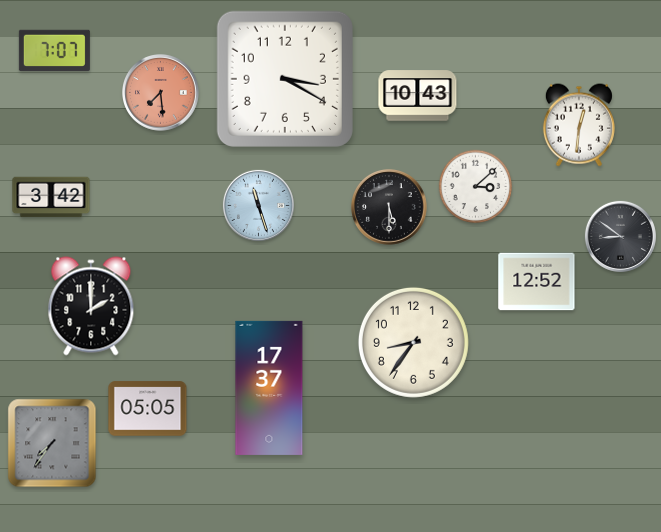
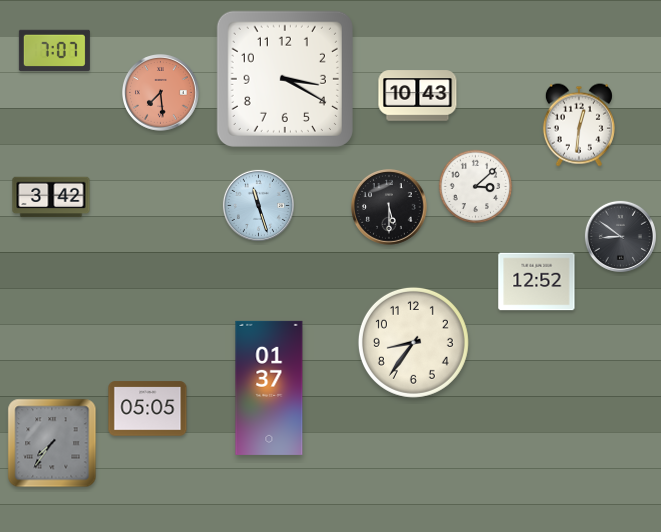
clock at (91, 306): 2:00 -> none
clock at (269, 388): 17:37 -> 01:37
